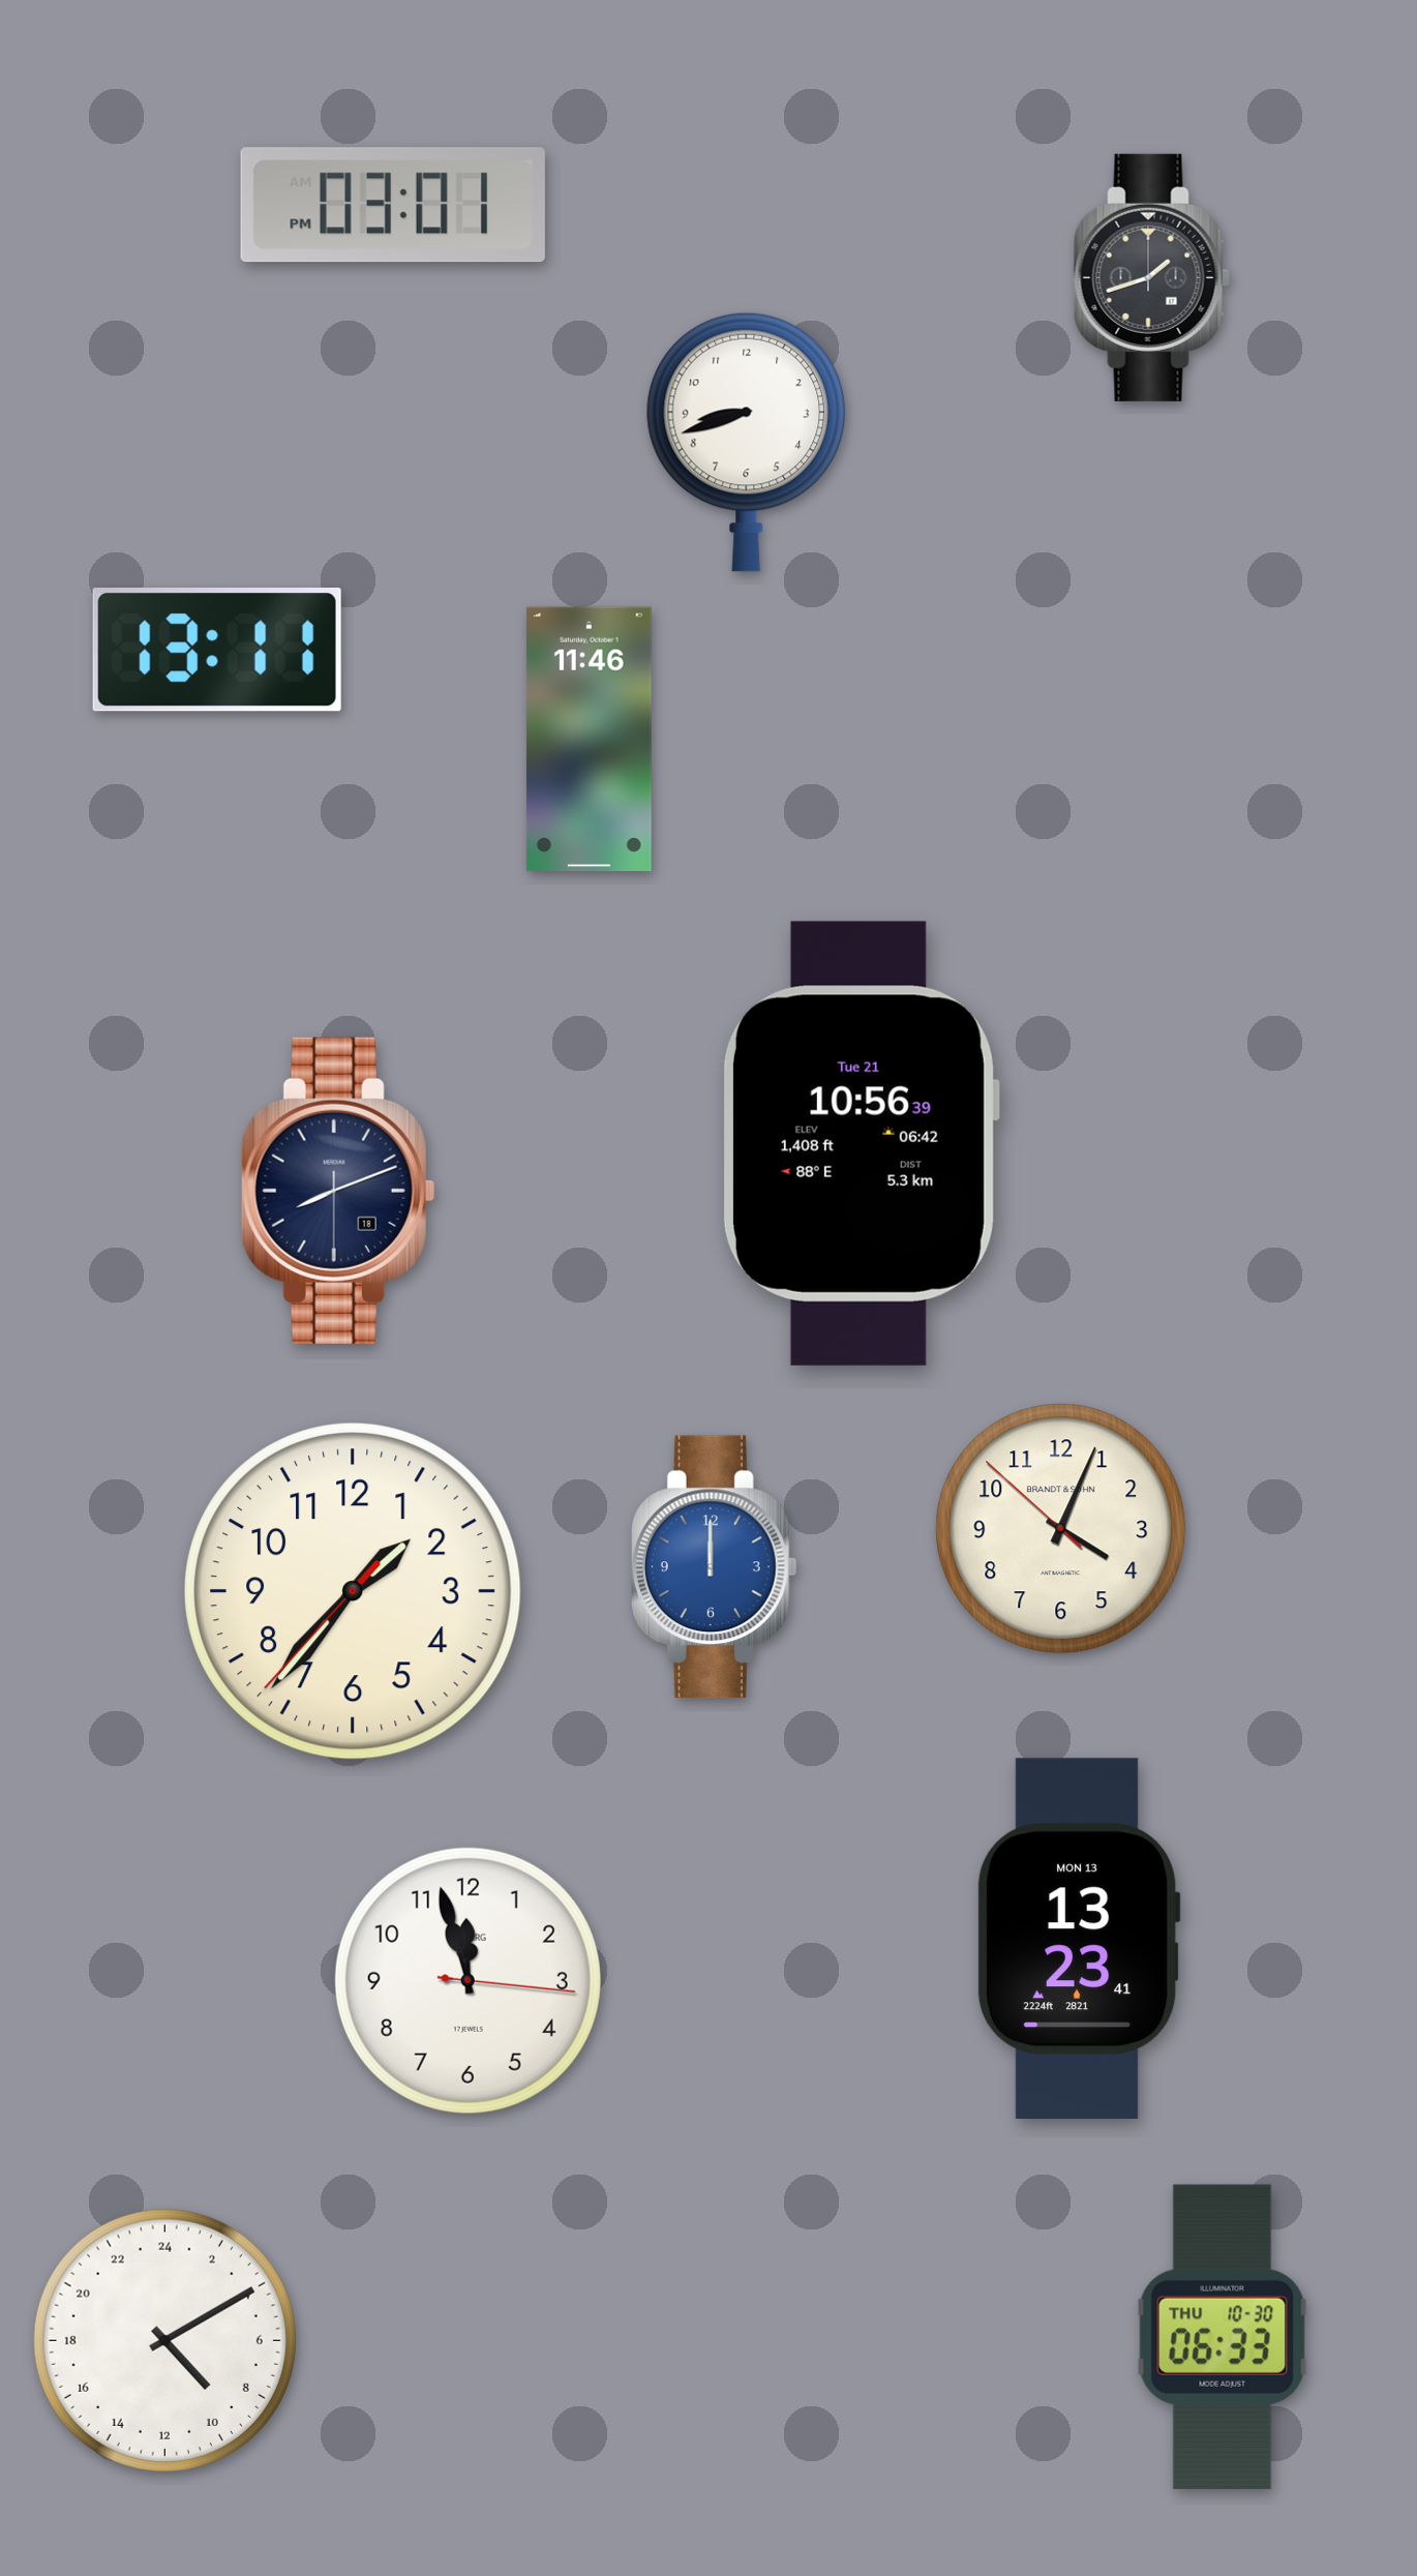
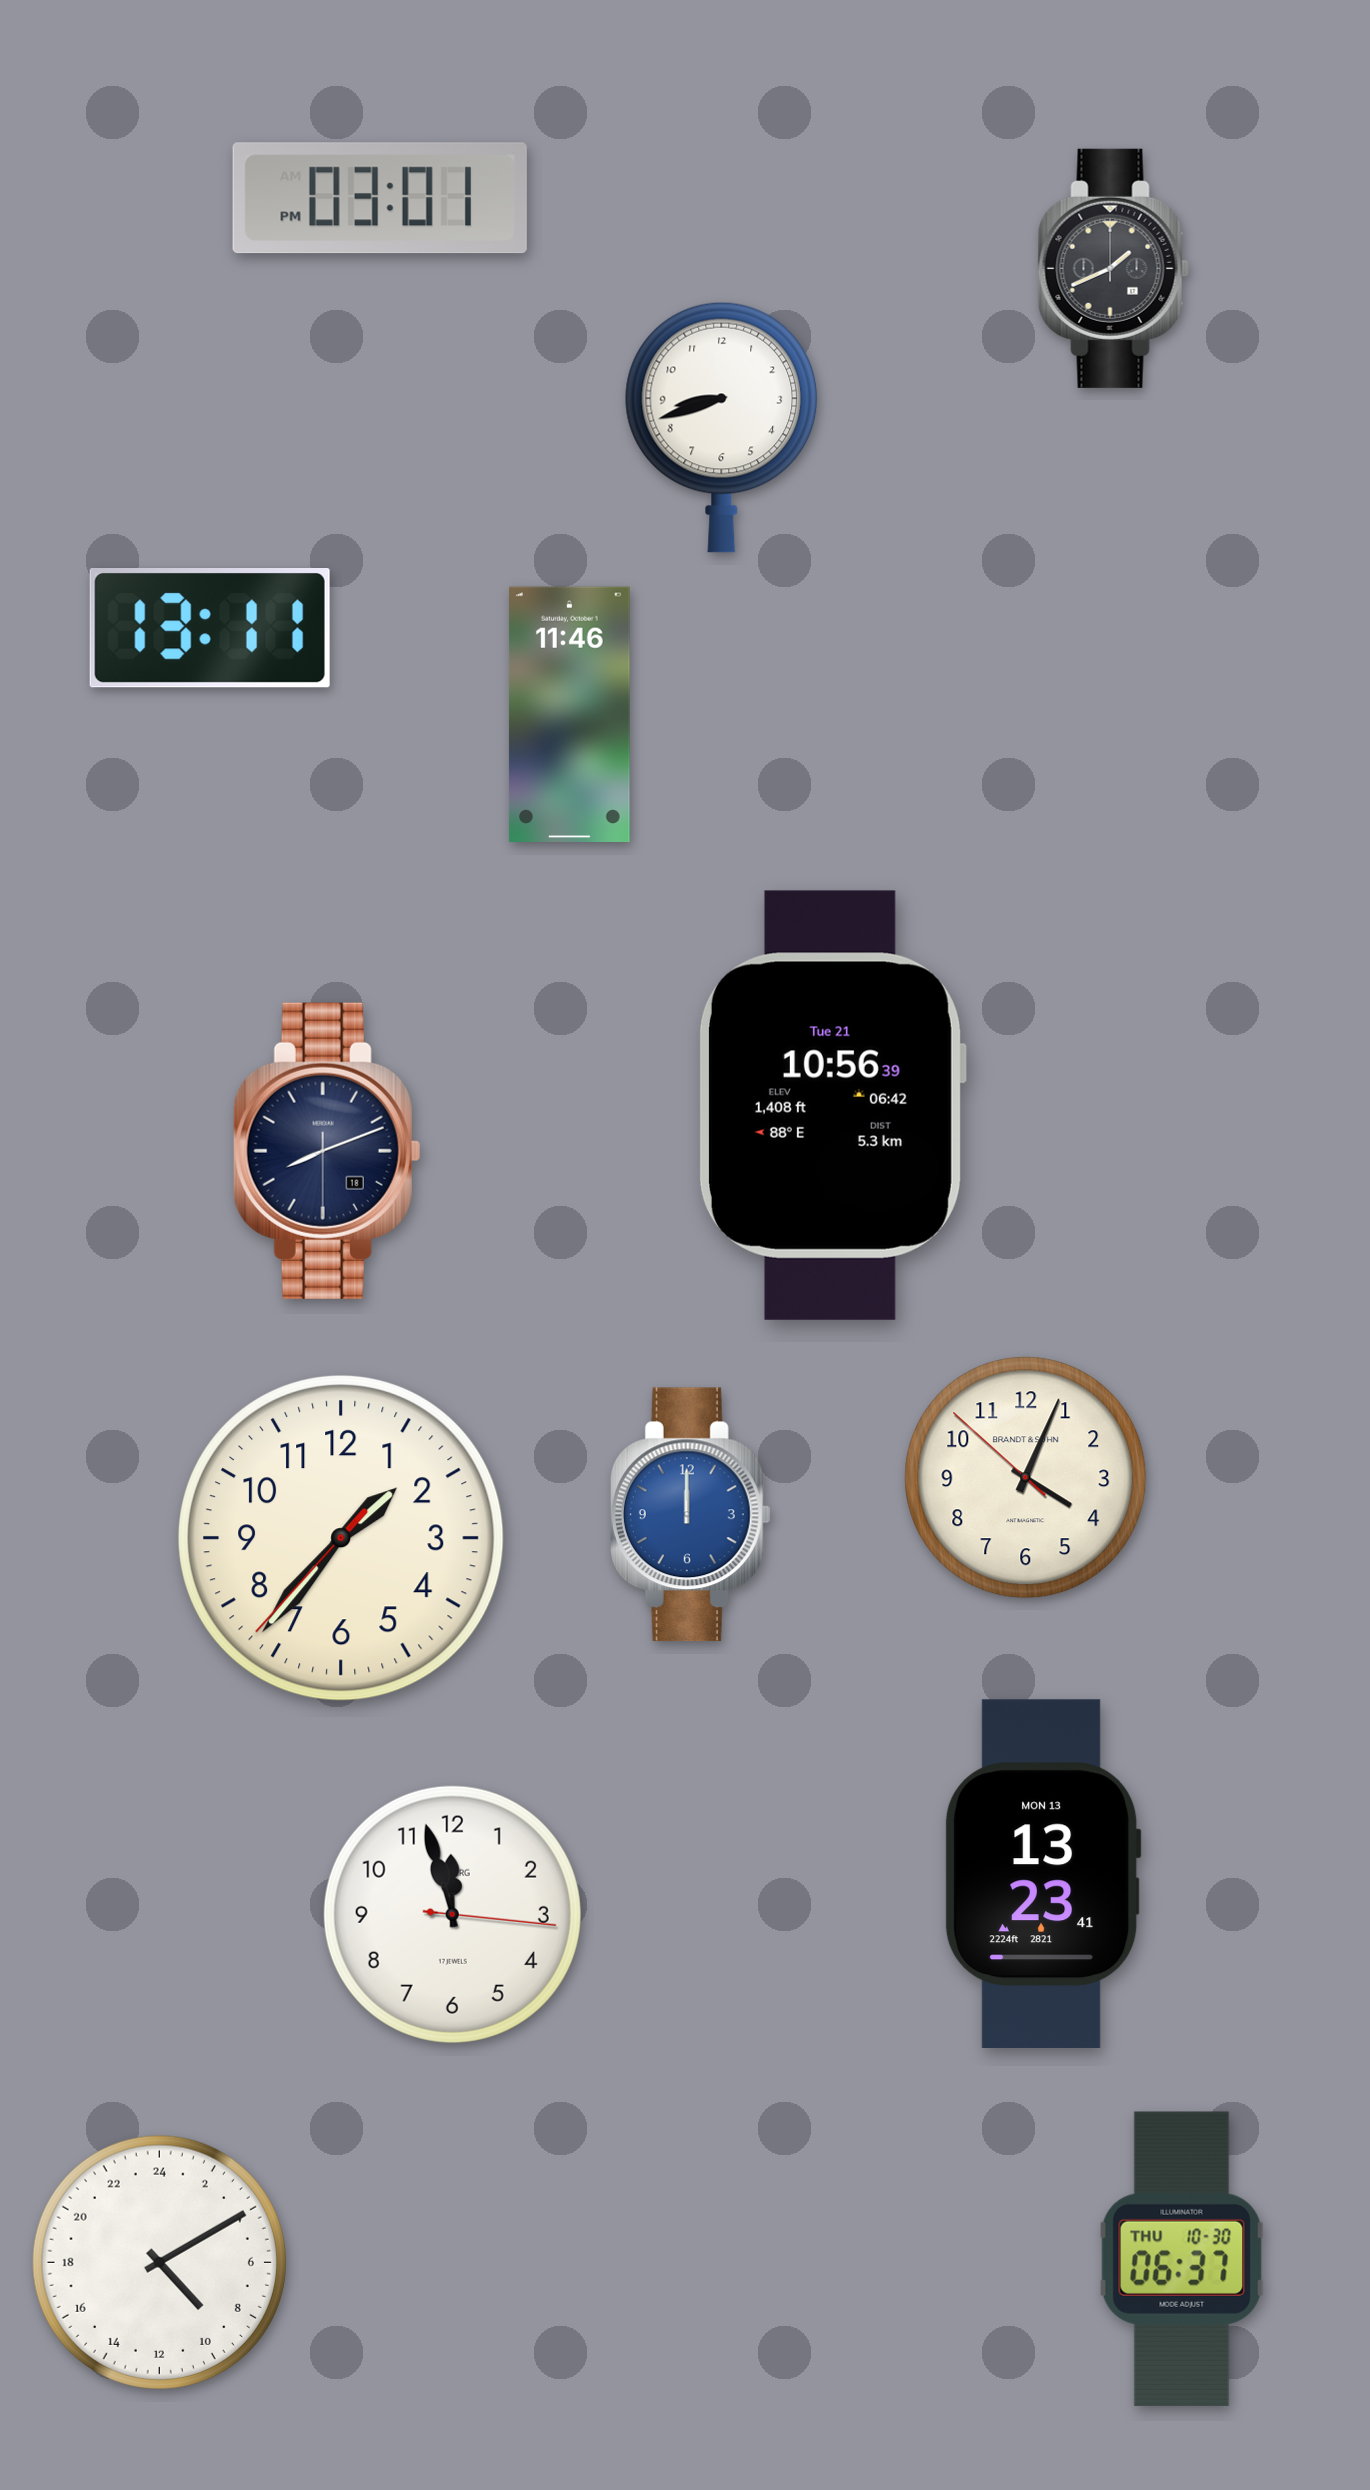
clock at (1151, 277): 1:42 -> 1:41
clock at (1223, 2337): 06:33 -> 06:37
